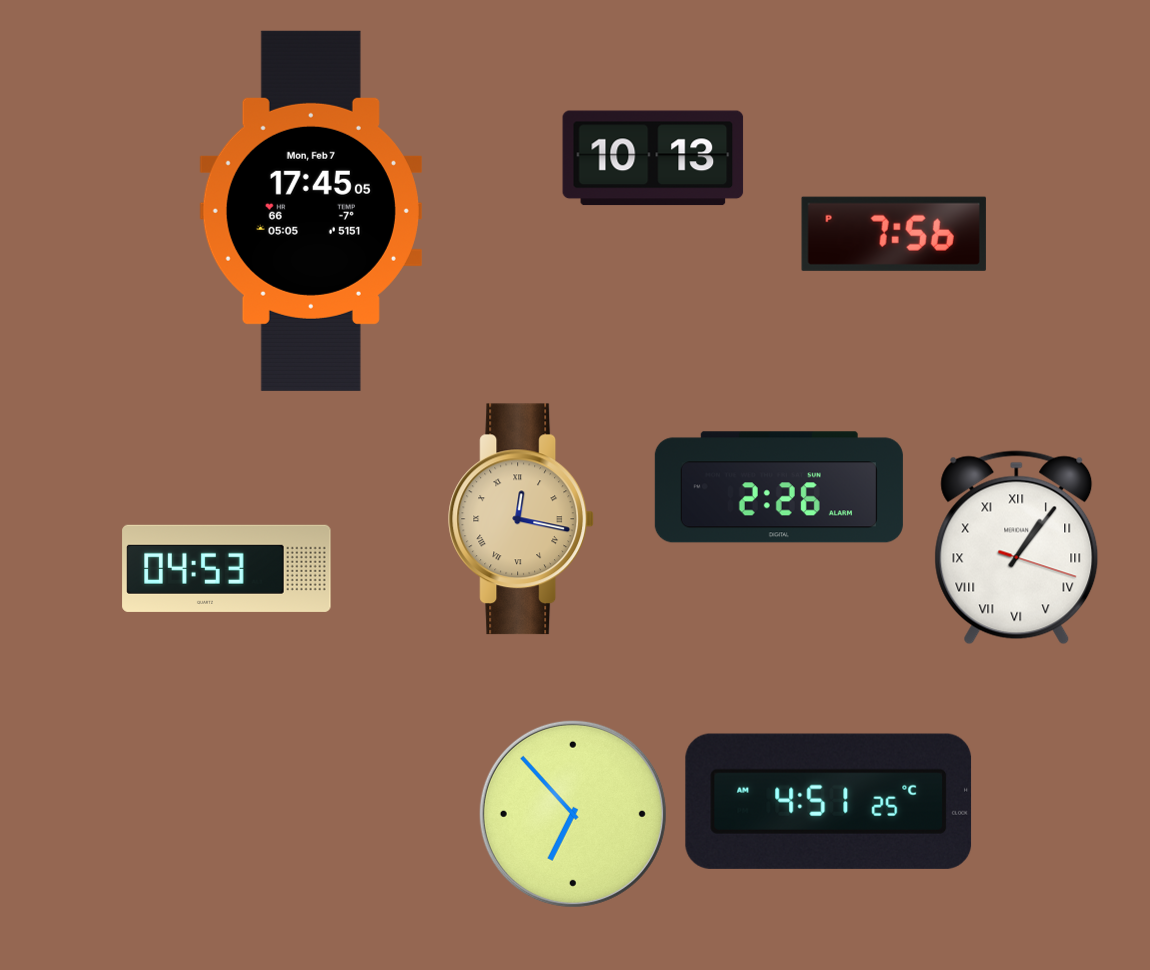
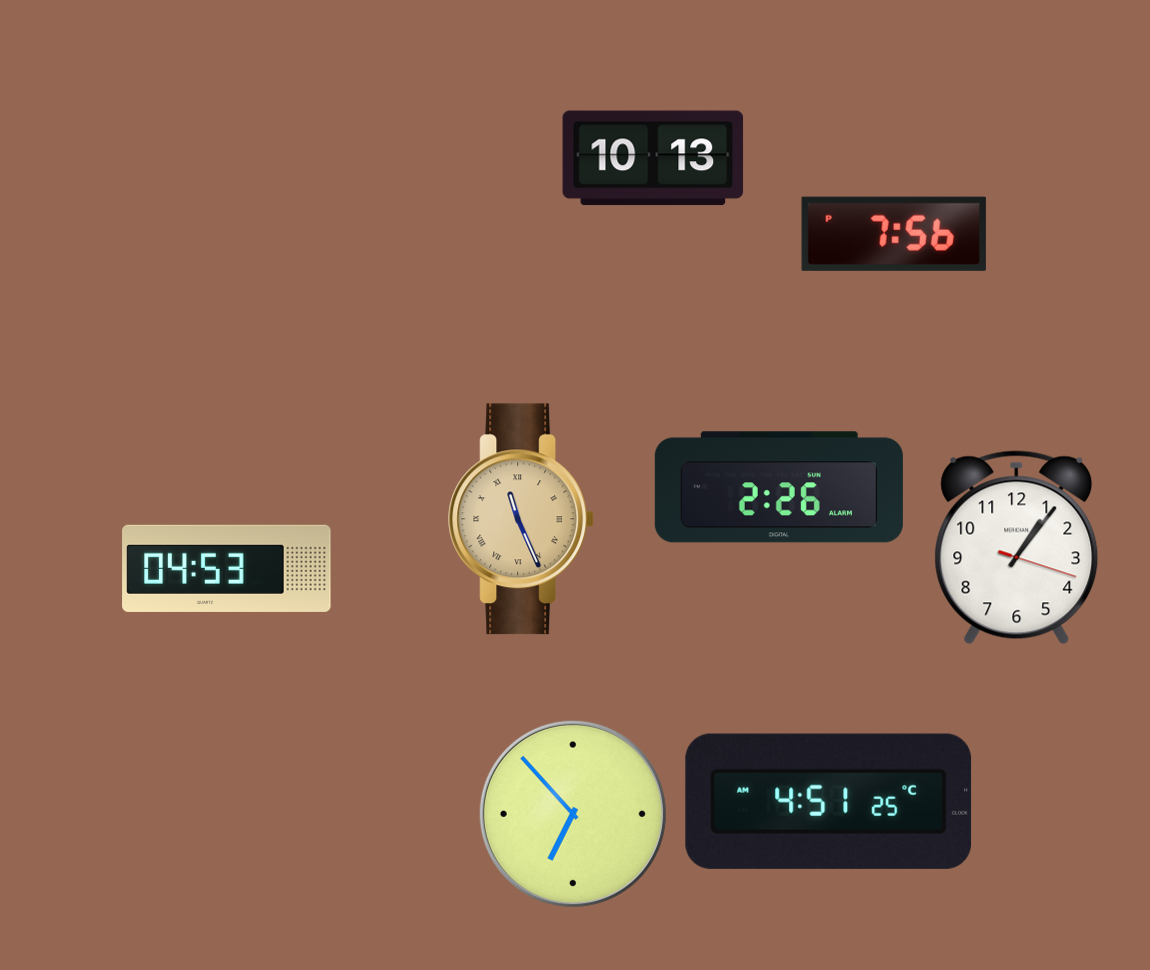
clock at (311, 211): 17:45 -> none
clock at (522, 519): 12:17 -> 11:26
clock at (1017, 548) numerals: Roman -> Arabic
